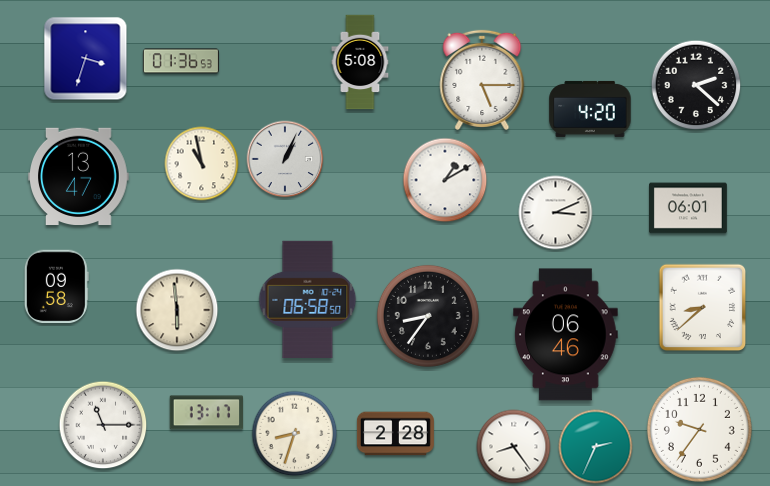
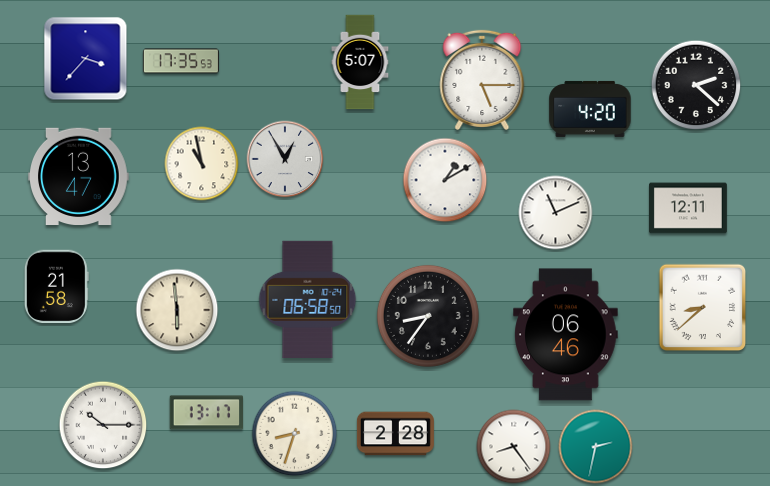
clock at (86, 59): 3:33 -> 3:37
clock at (181, 61): 01:36 -> 17:35
clock at (360, 62): 5:08 -> 5:07
clock at (285, 159): 1:04 -> 12:55
clock at (689, 208): 06:01 -> 12:11
clock at (556, 213): 3:11 -> 11:11
clock at (56, 287): 09:58 -> 21:58
clock at (103, 425): 11:15 -> 10:15
clock at (699, 429): 9:36 -> none
clock at (596, 447): 2:34 -> 2:32
